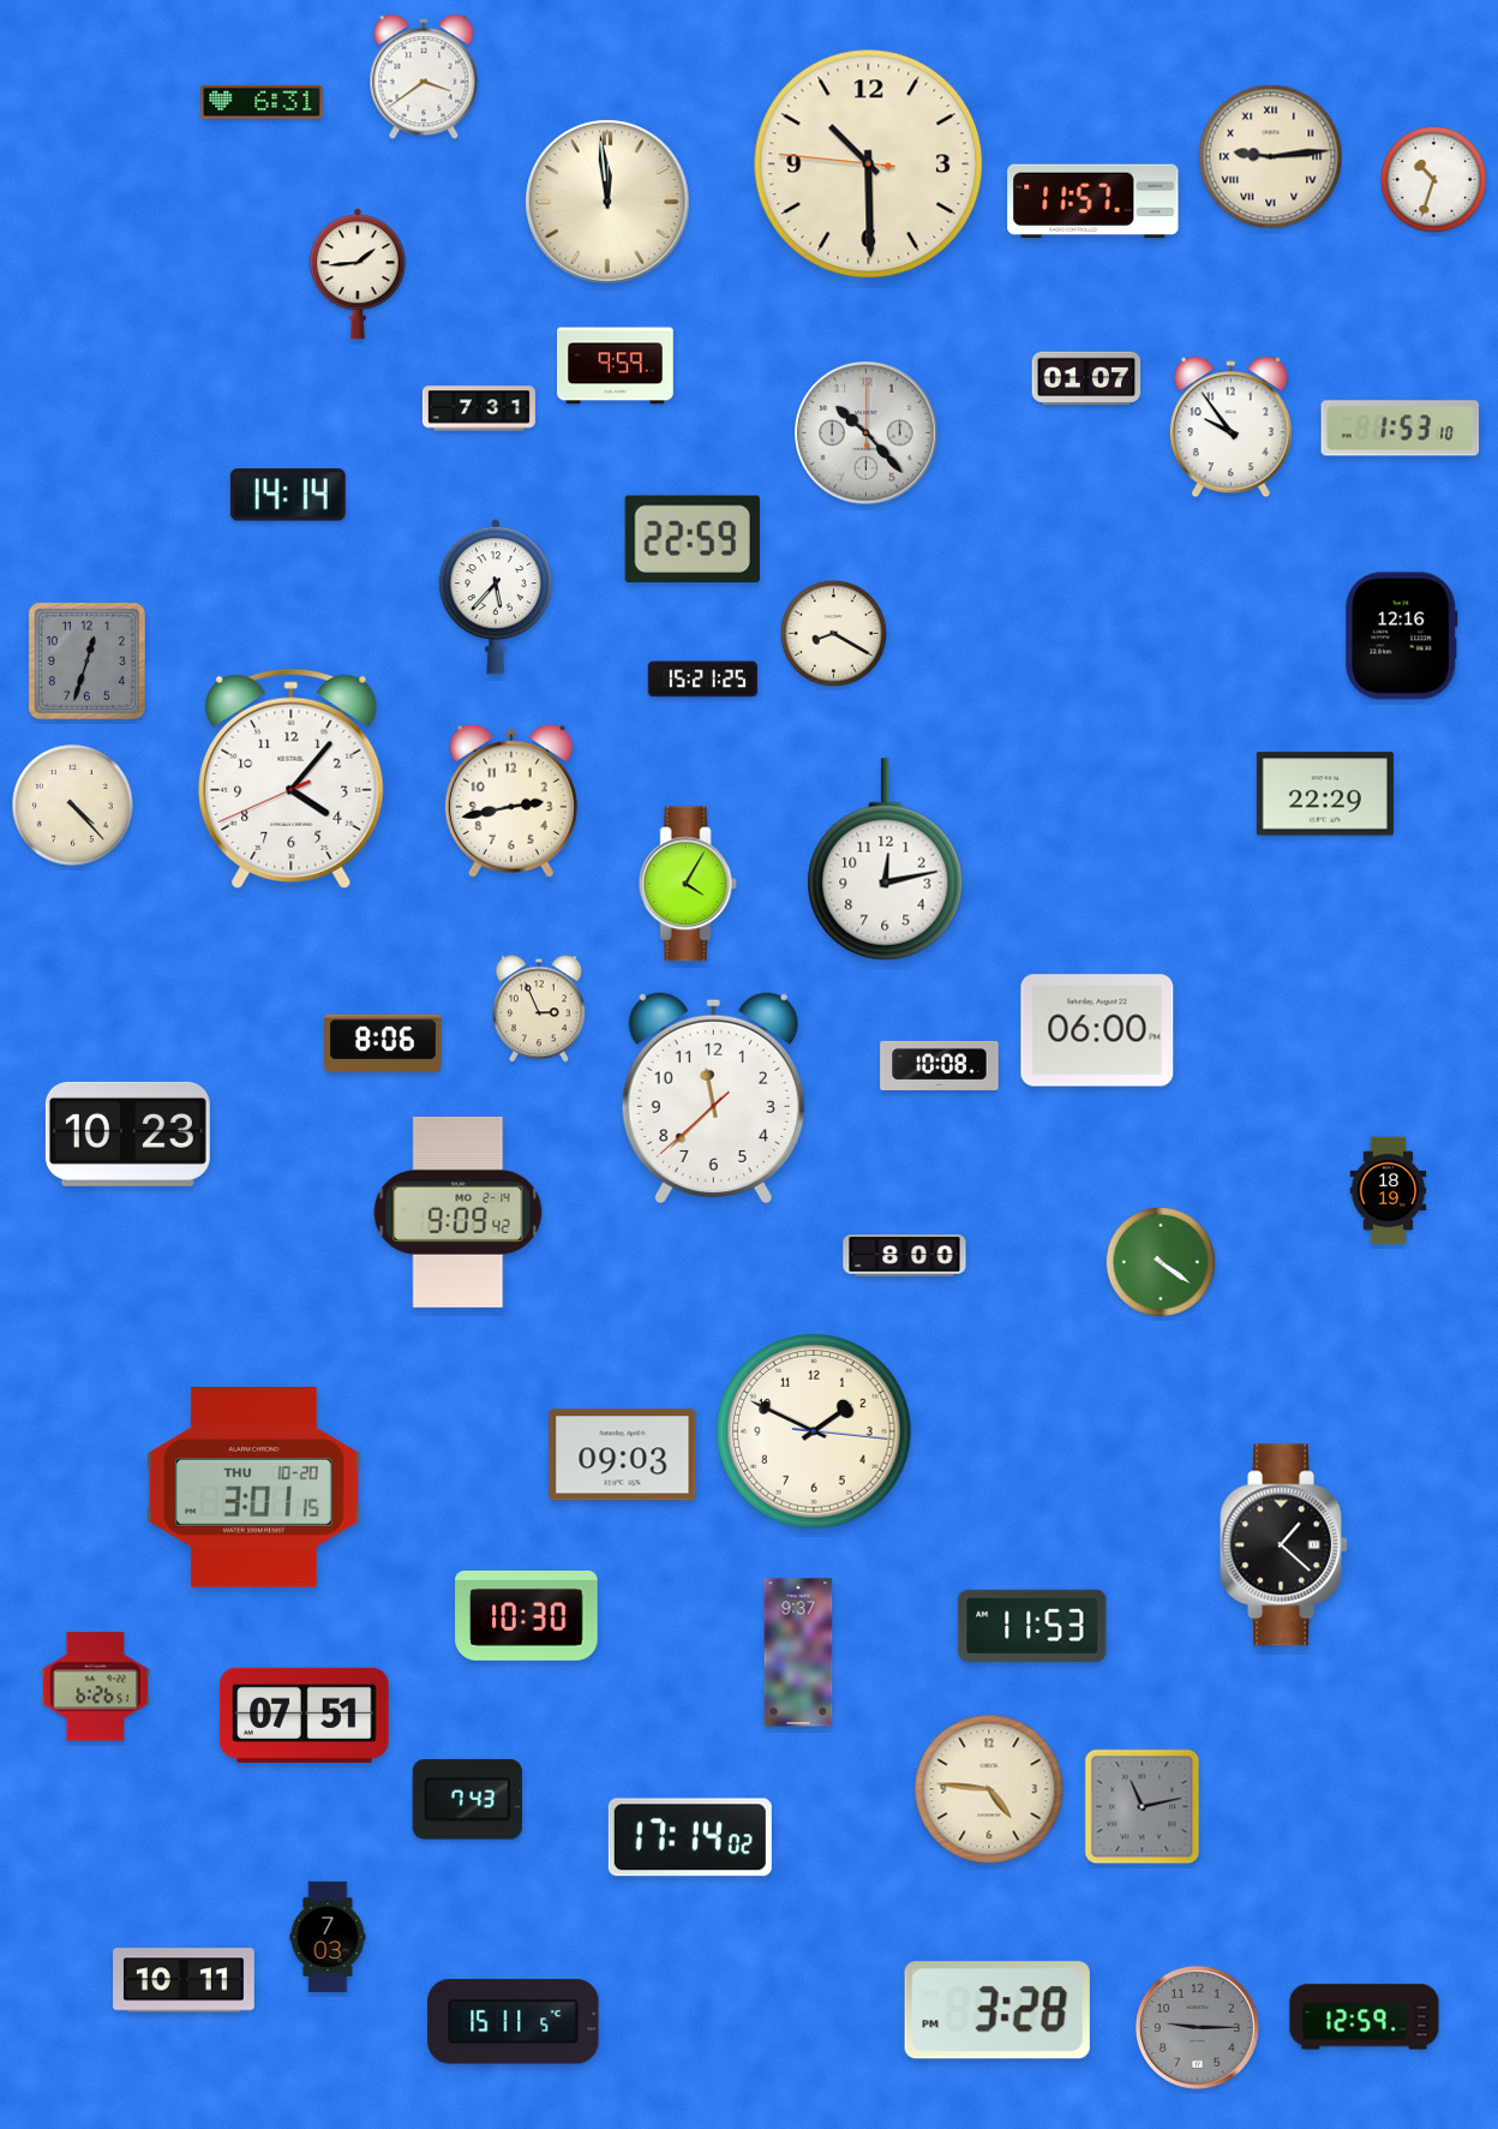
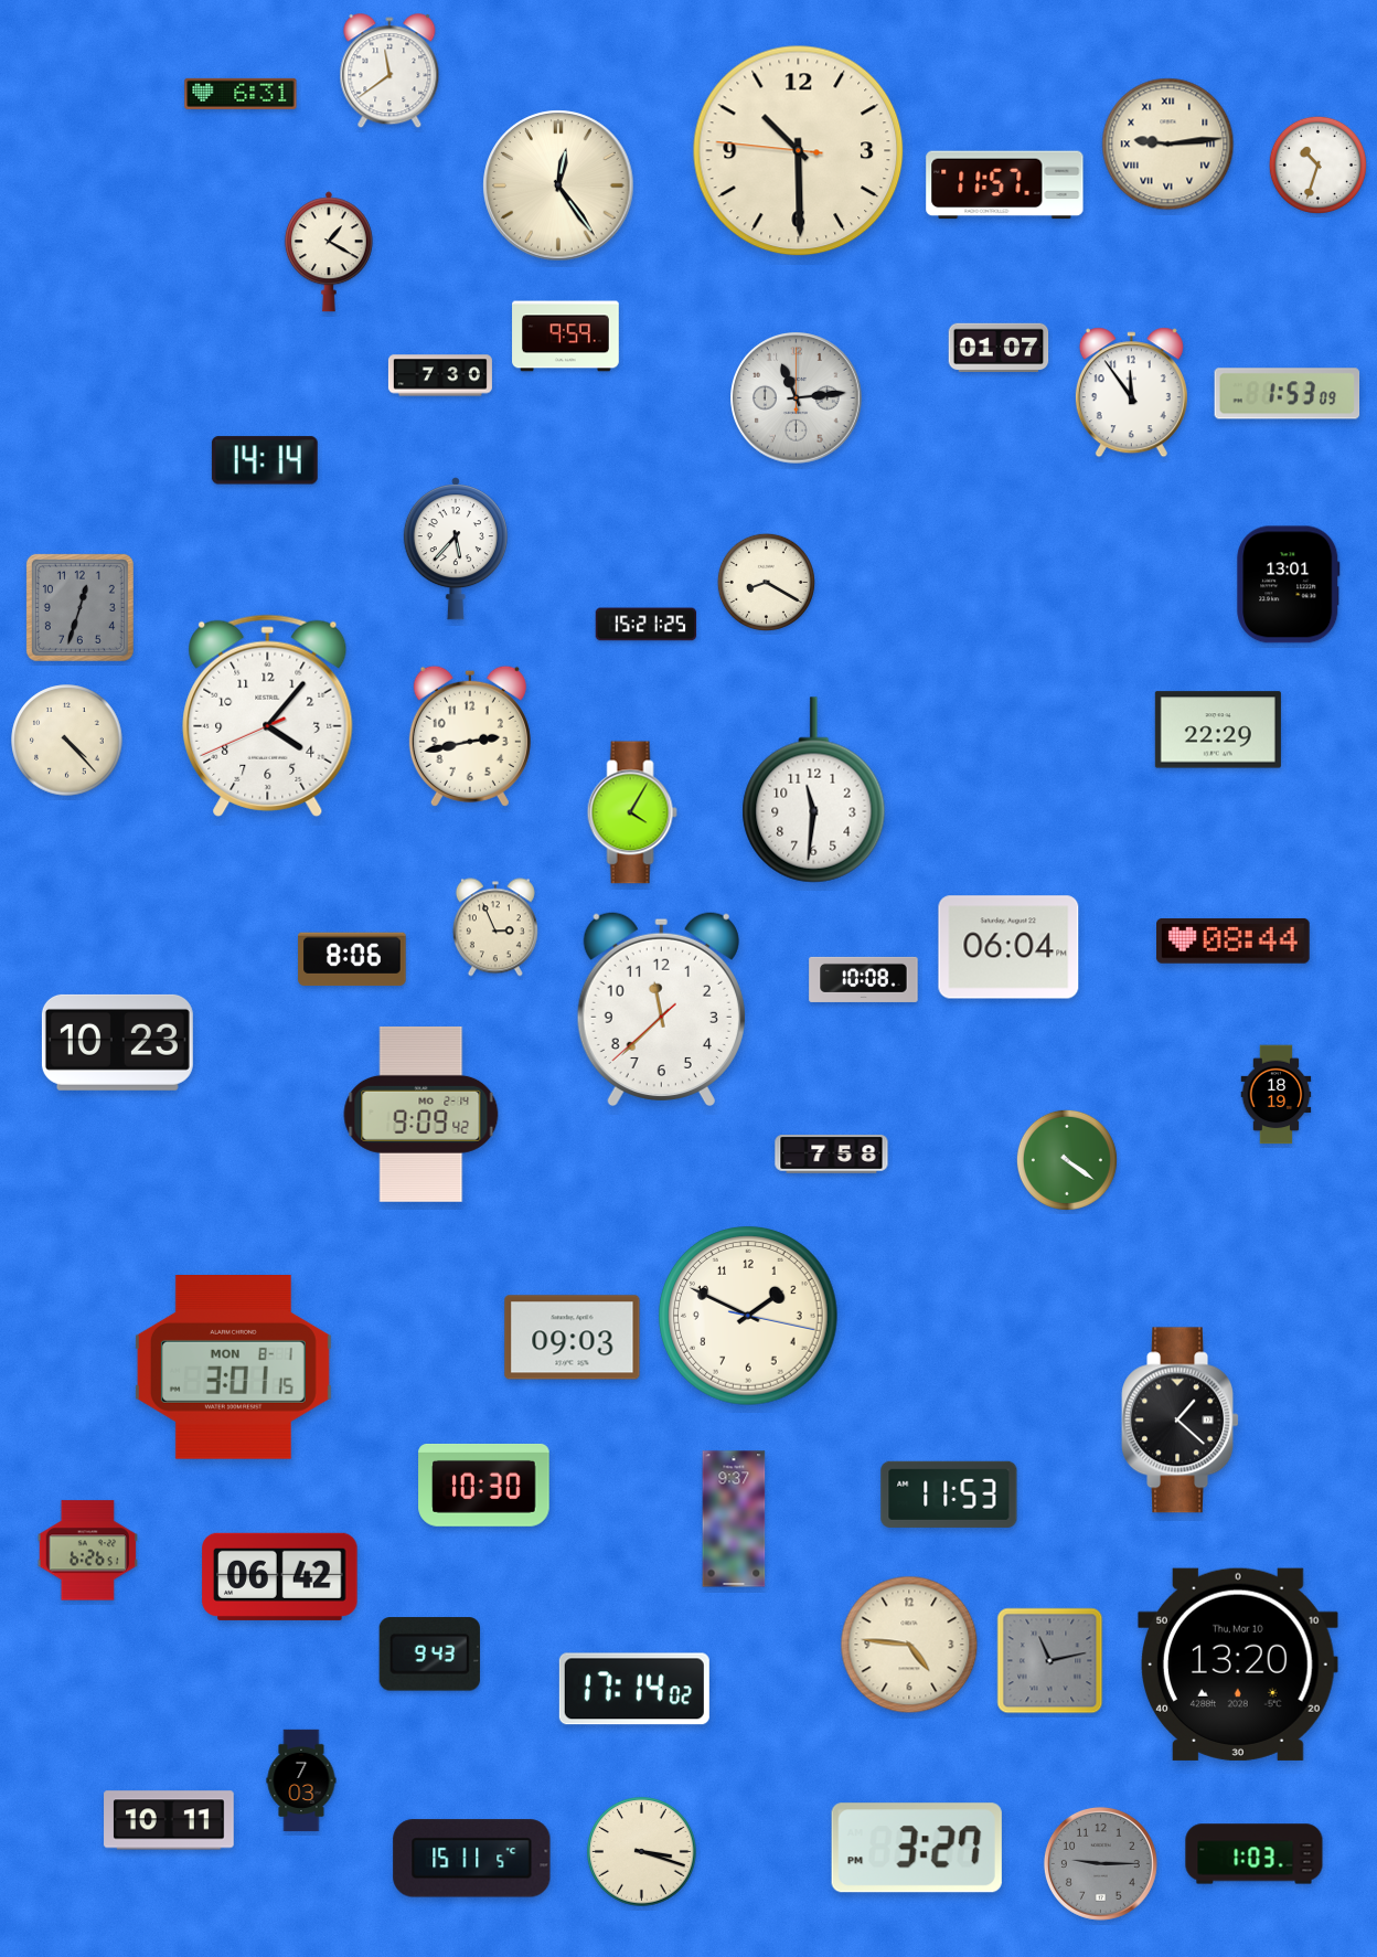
clock at (424, 78): 3:39 -> 11:39
clock at (607, 202): 11:59 -> 12:24
clock at (358, 274): 1:44 -> 1:20
clock at (479, 408): 7:31 -> 7:30
clock at (1230, 427): 9:54 -> 11:54
clock at (1401, 429): 1:53:10 -> 1:53:09
clock at (867, 433): 10:23 -> 11:14
clock at (288, 495) position: (288, 495) -> (265, 460)
clock at (693, 538): 22:59 -> none
clock at (1402, 636): 12:16 -> 13:01
clock at (886, 860): 12:13 -> 11:31
clock at (1234, 940): none -> 08:44
clock at (1097, 1030): 06:00 -> 06:04
clock at (713, 1096) position: (713, 1096) -> (661, 1008)
clock at (905, 1256): 8:00 -> 7:58
clock at (814, 1431): 1:49:16 -> 1:49:17
clock at (253, 1488) date: THU 10-20 -> MON 8-1
clock at (305, 1715): 07:51 -> 06:42
clock at (467, 1800): 7:43 -> 9:43
clock at (1238, 1664): none -> 13:20
clock at (997, 2010): 3:28 -> 3:27
clock at (642, 1852): none -> 3:18
clock at (1365, 2017): 12:59 -> 1:03
